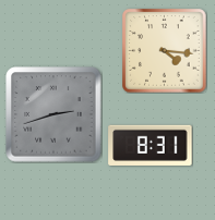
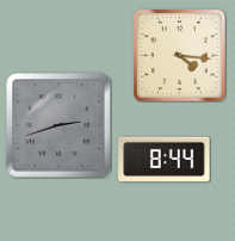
clock at (151, 145): 8:31 -> 8:44
